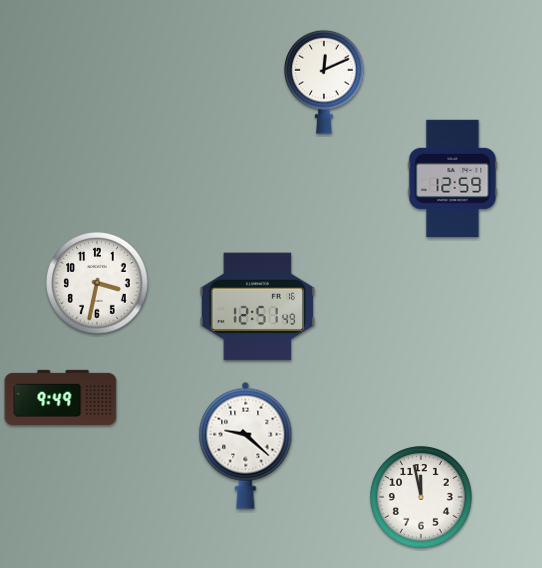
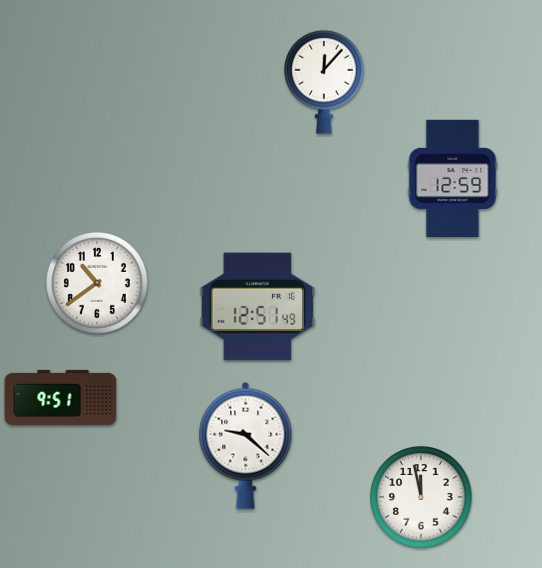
clock at (325, 82): 12:11 -> 12:07
clock at (97, 283): 3:32 -> 10:39
clock at (61, 397): 9:49 -> 9:51
